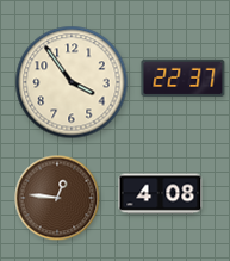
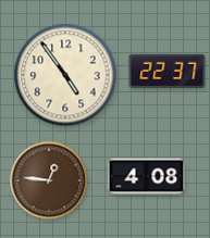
clock at (72, 82): 3:54 -> 4:54
clock at (57, 198) position: (57, 198) -> (49, 180)
